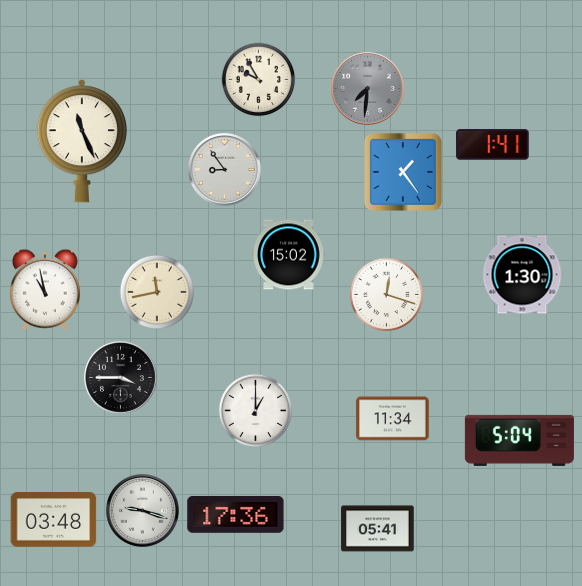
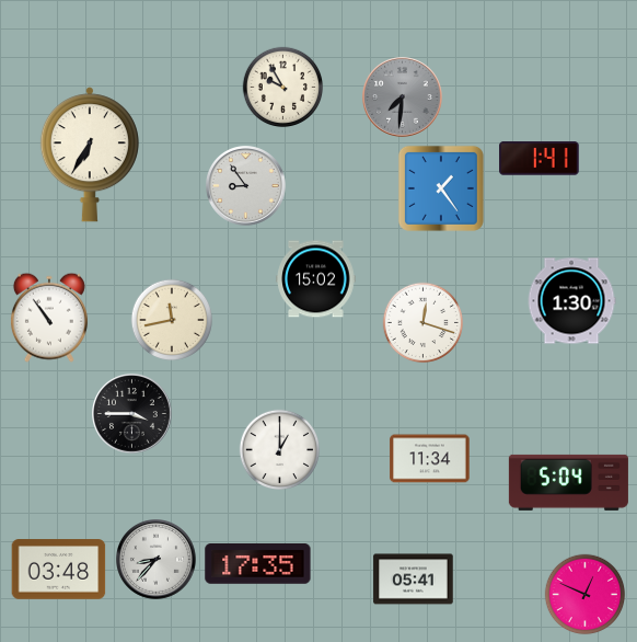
clock at (82, 141): 11:26 -> 6:35
clock at (45, 290): 10:58 -> 10:54
clock at (143, 511): 9:18 -> 8:37
clock at (236, 515): 17:36 -> 17:35
clock at (586, 595): none -> 12:49
